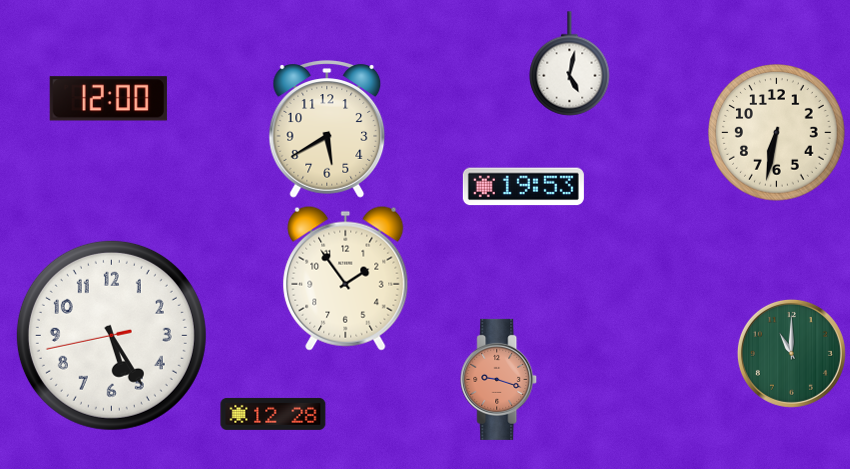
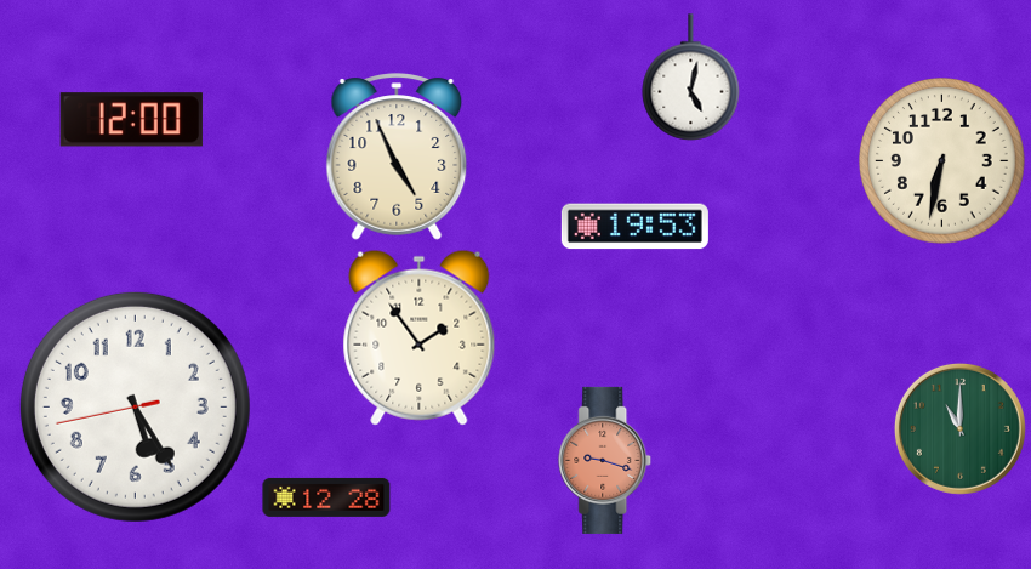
clock at (327, 129): 5:40 -> 4:56
clock at (273, 414) position: (273, 414) -> (326, 497)
